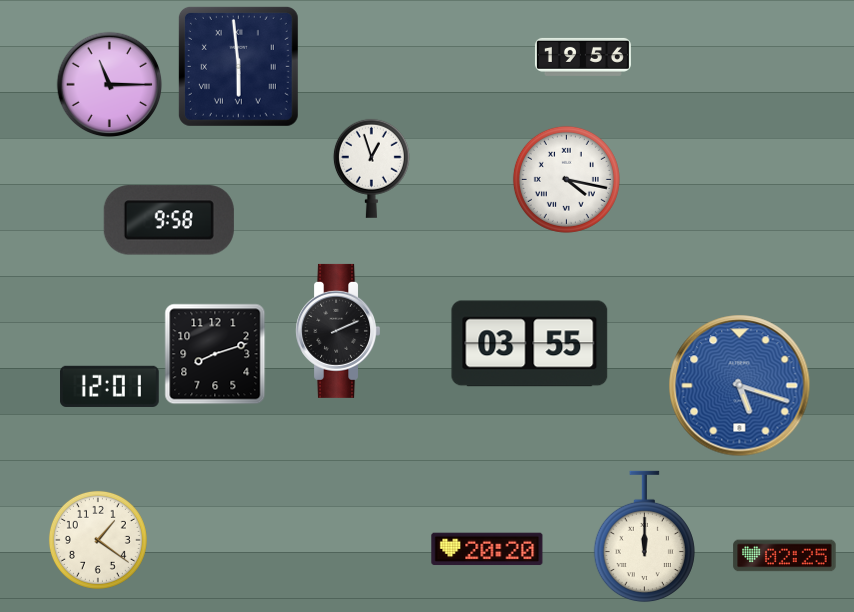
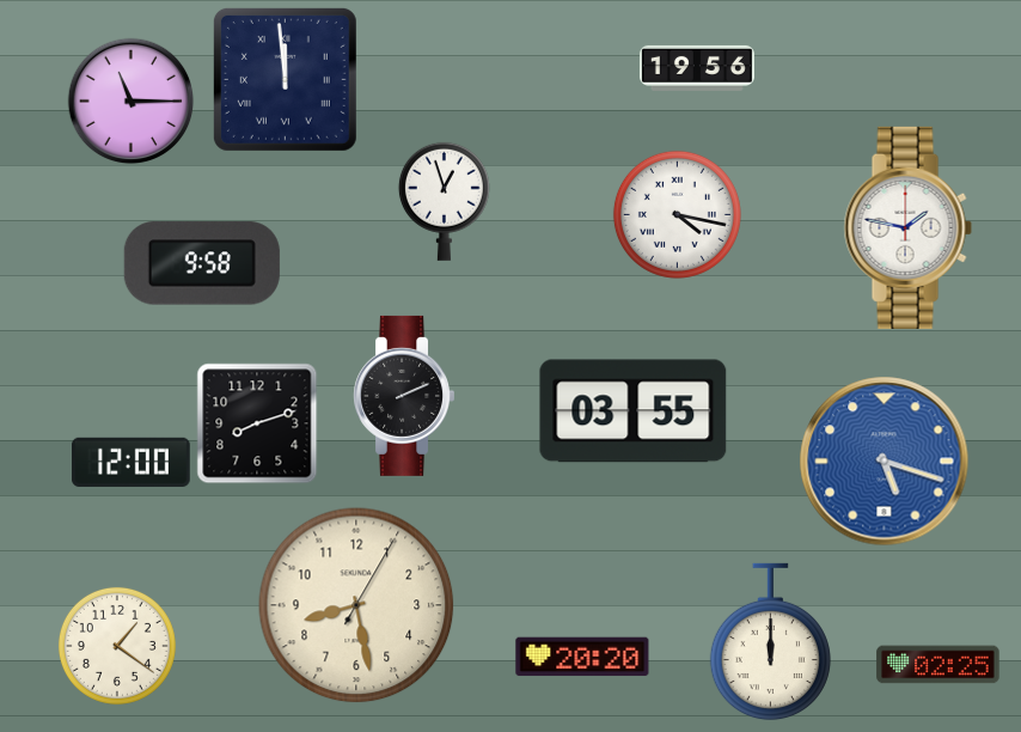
clock at (238, 66): 5:59 -> 11:59
clock at (907, 227): none -> 1:47
clock at (110, 386): 12:01 -> 12:00
clock at (356, 605): none -> 8:28
